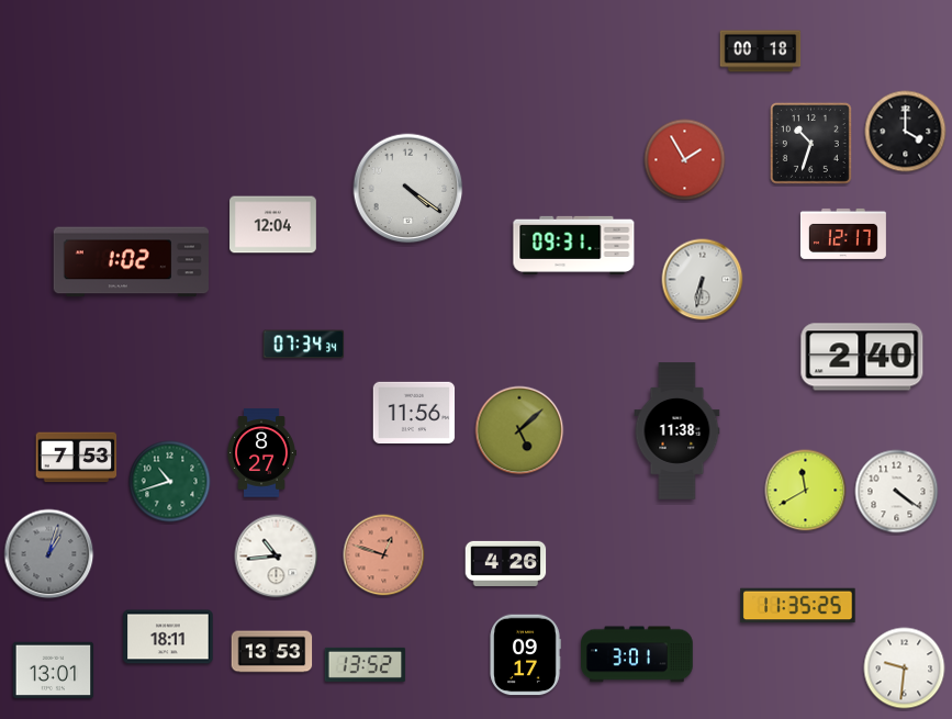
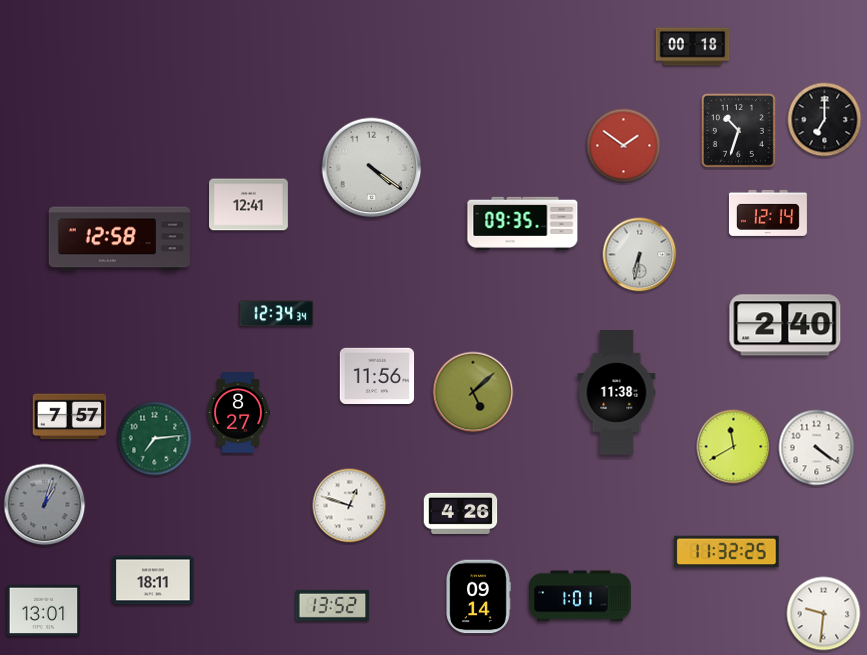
clock at (906, 132): 4:00 -> 7:00
clock at (685, 160): 1:55 -> 1:51
clock at (408, 189) position: (408, 189) -> (372, 168)
clock at (273, 225): 12:04 -> 12:41
clock at (843, 234): 12:17 -> 12:14
clock at (574, 245): 09:31 -> 09:35
clock at (131, 262): 1:02 -> 12:58
clock at (304, 345): 07:34 -> 12:34
clock at (77, 458): 7:53 -> 7:57
clock at (170, 482): 10:42 -> 7:14
clock at (384, 555) dial: salmon -> white
clock at (277, 557): 10:44 -> none
clock at (798, 606): 11:35 -> 11:32
clock at (272, 652): 13:53 -> none
clock at (638, 654): 3:01 -> 1:01
clock at (525, 655): 09:17 -> 09:14
clock at (905, 669) position: (905, 669) -> (824, 614)
clock at (54, 671) position: (54, 671) -> (44, 611)
